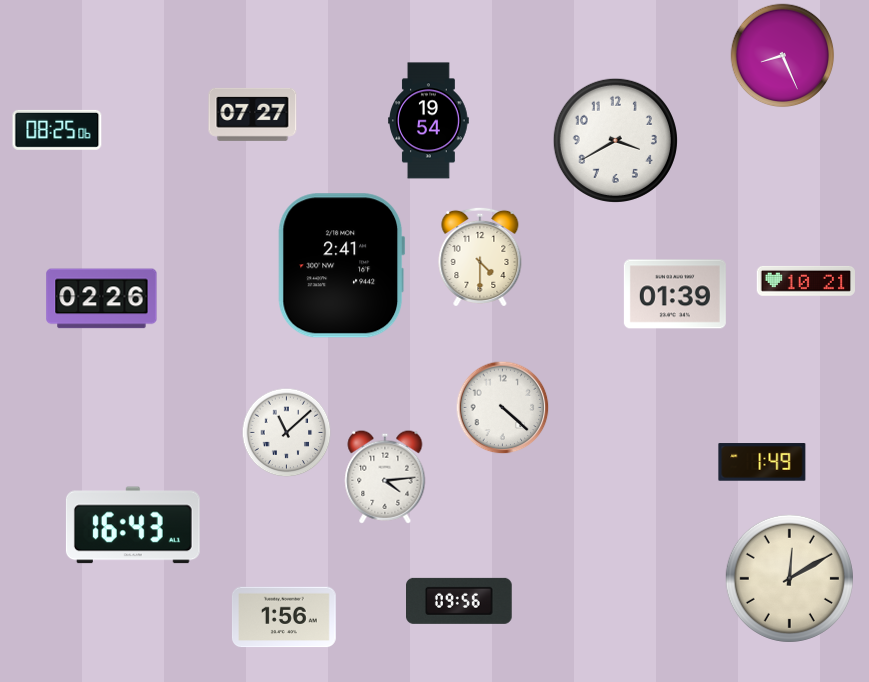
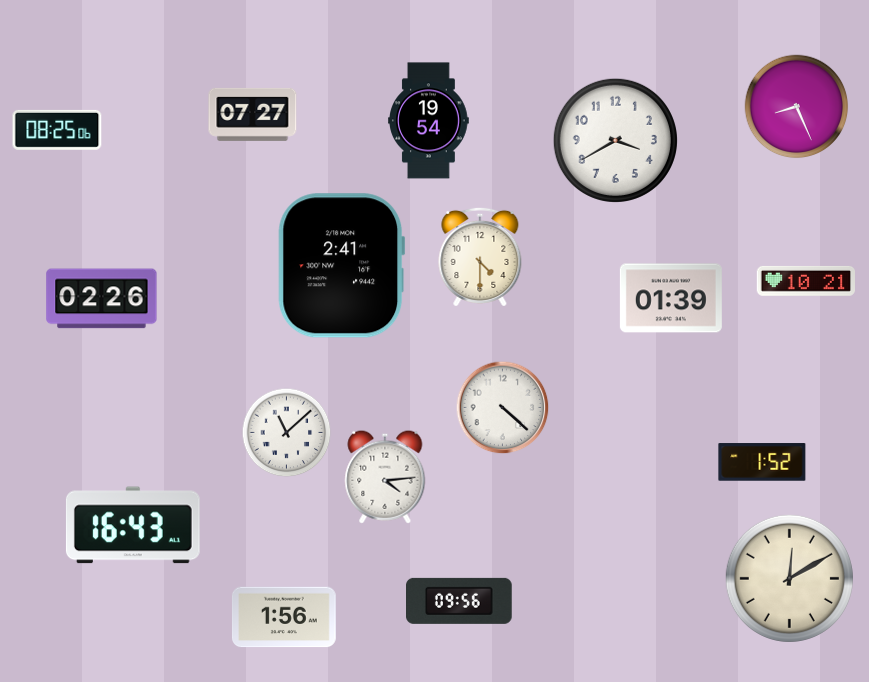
clock at (783, 56) position: (783, 56) -> (797, 107)
clock at (675, 294) position: (675, 294) -> (671, 298)
clock at (762, 462): 1:49 -> 1:52
